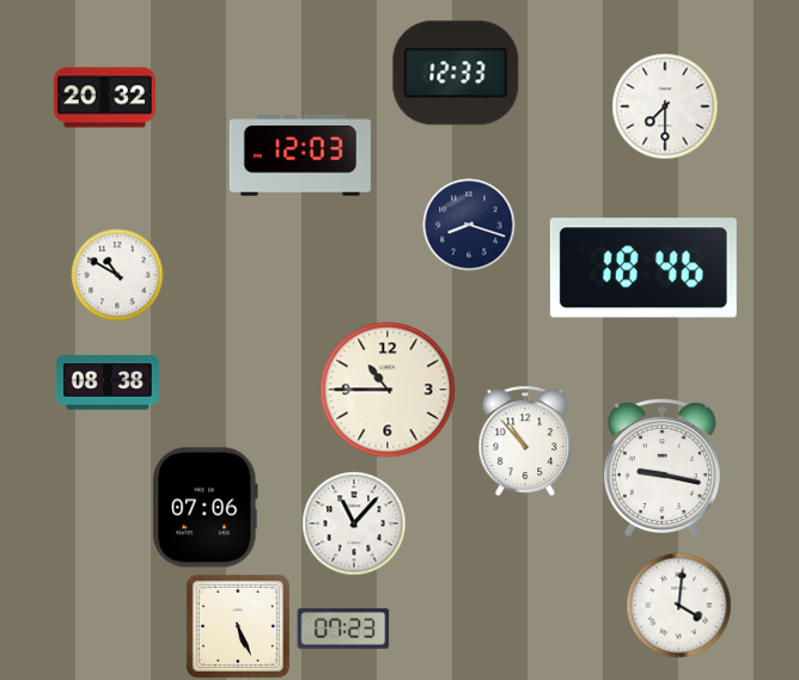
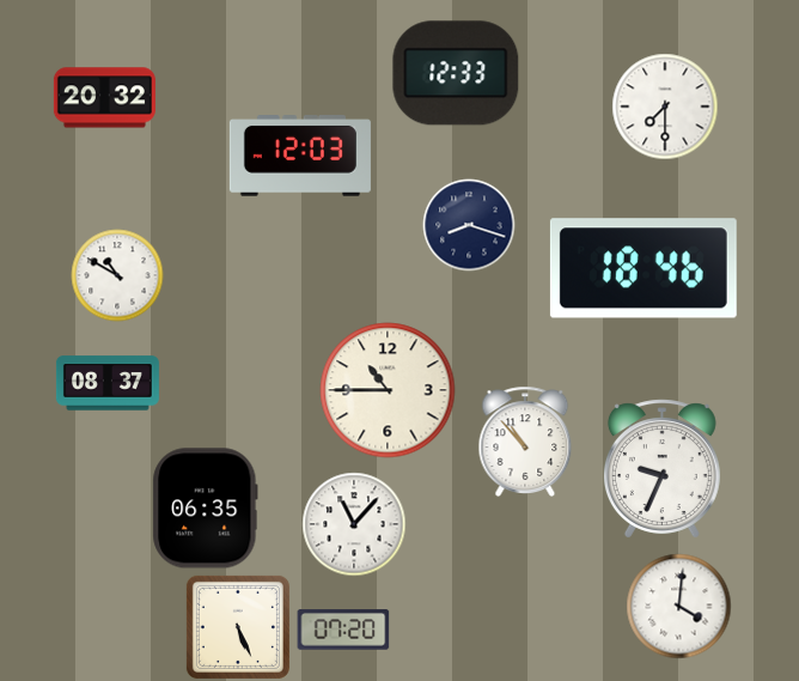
clock at (108, 382): 08:38 -> 08:37
clock at (661, 468): 9:17 -> 9:34
clock at (206, 508): 07:06 -> 06:35
clock at (343, 629): 07:23 -> 07:20
